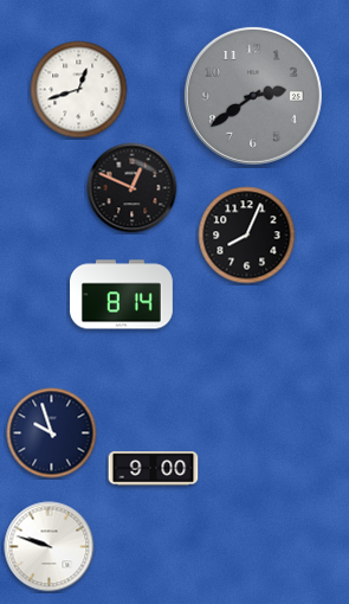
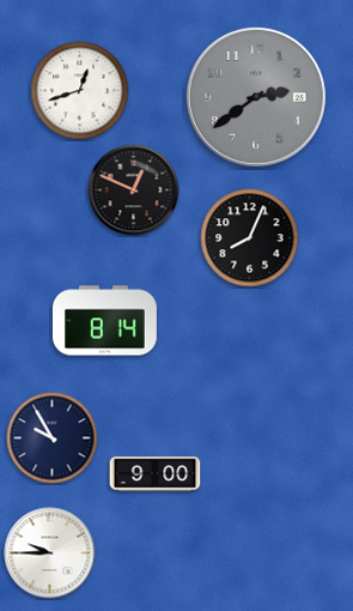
clock at (122, 295) position: (122, 295) -> (105, 321)
clock at (52, 433): 9:57 -> 9:55
clock at (50, 547): 9:48 -> 9:45
